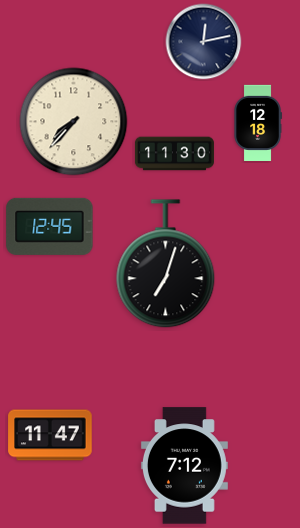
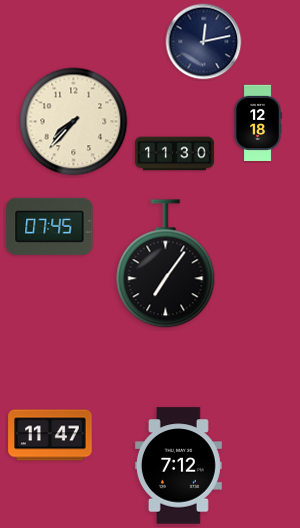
clock at (50, 226): 12:45 -> 07:45
clock at (166, 264): 7:03 -> 7:06
clock at (184, 466) position: (184, 466) -> (178, 466)
